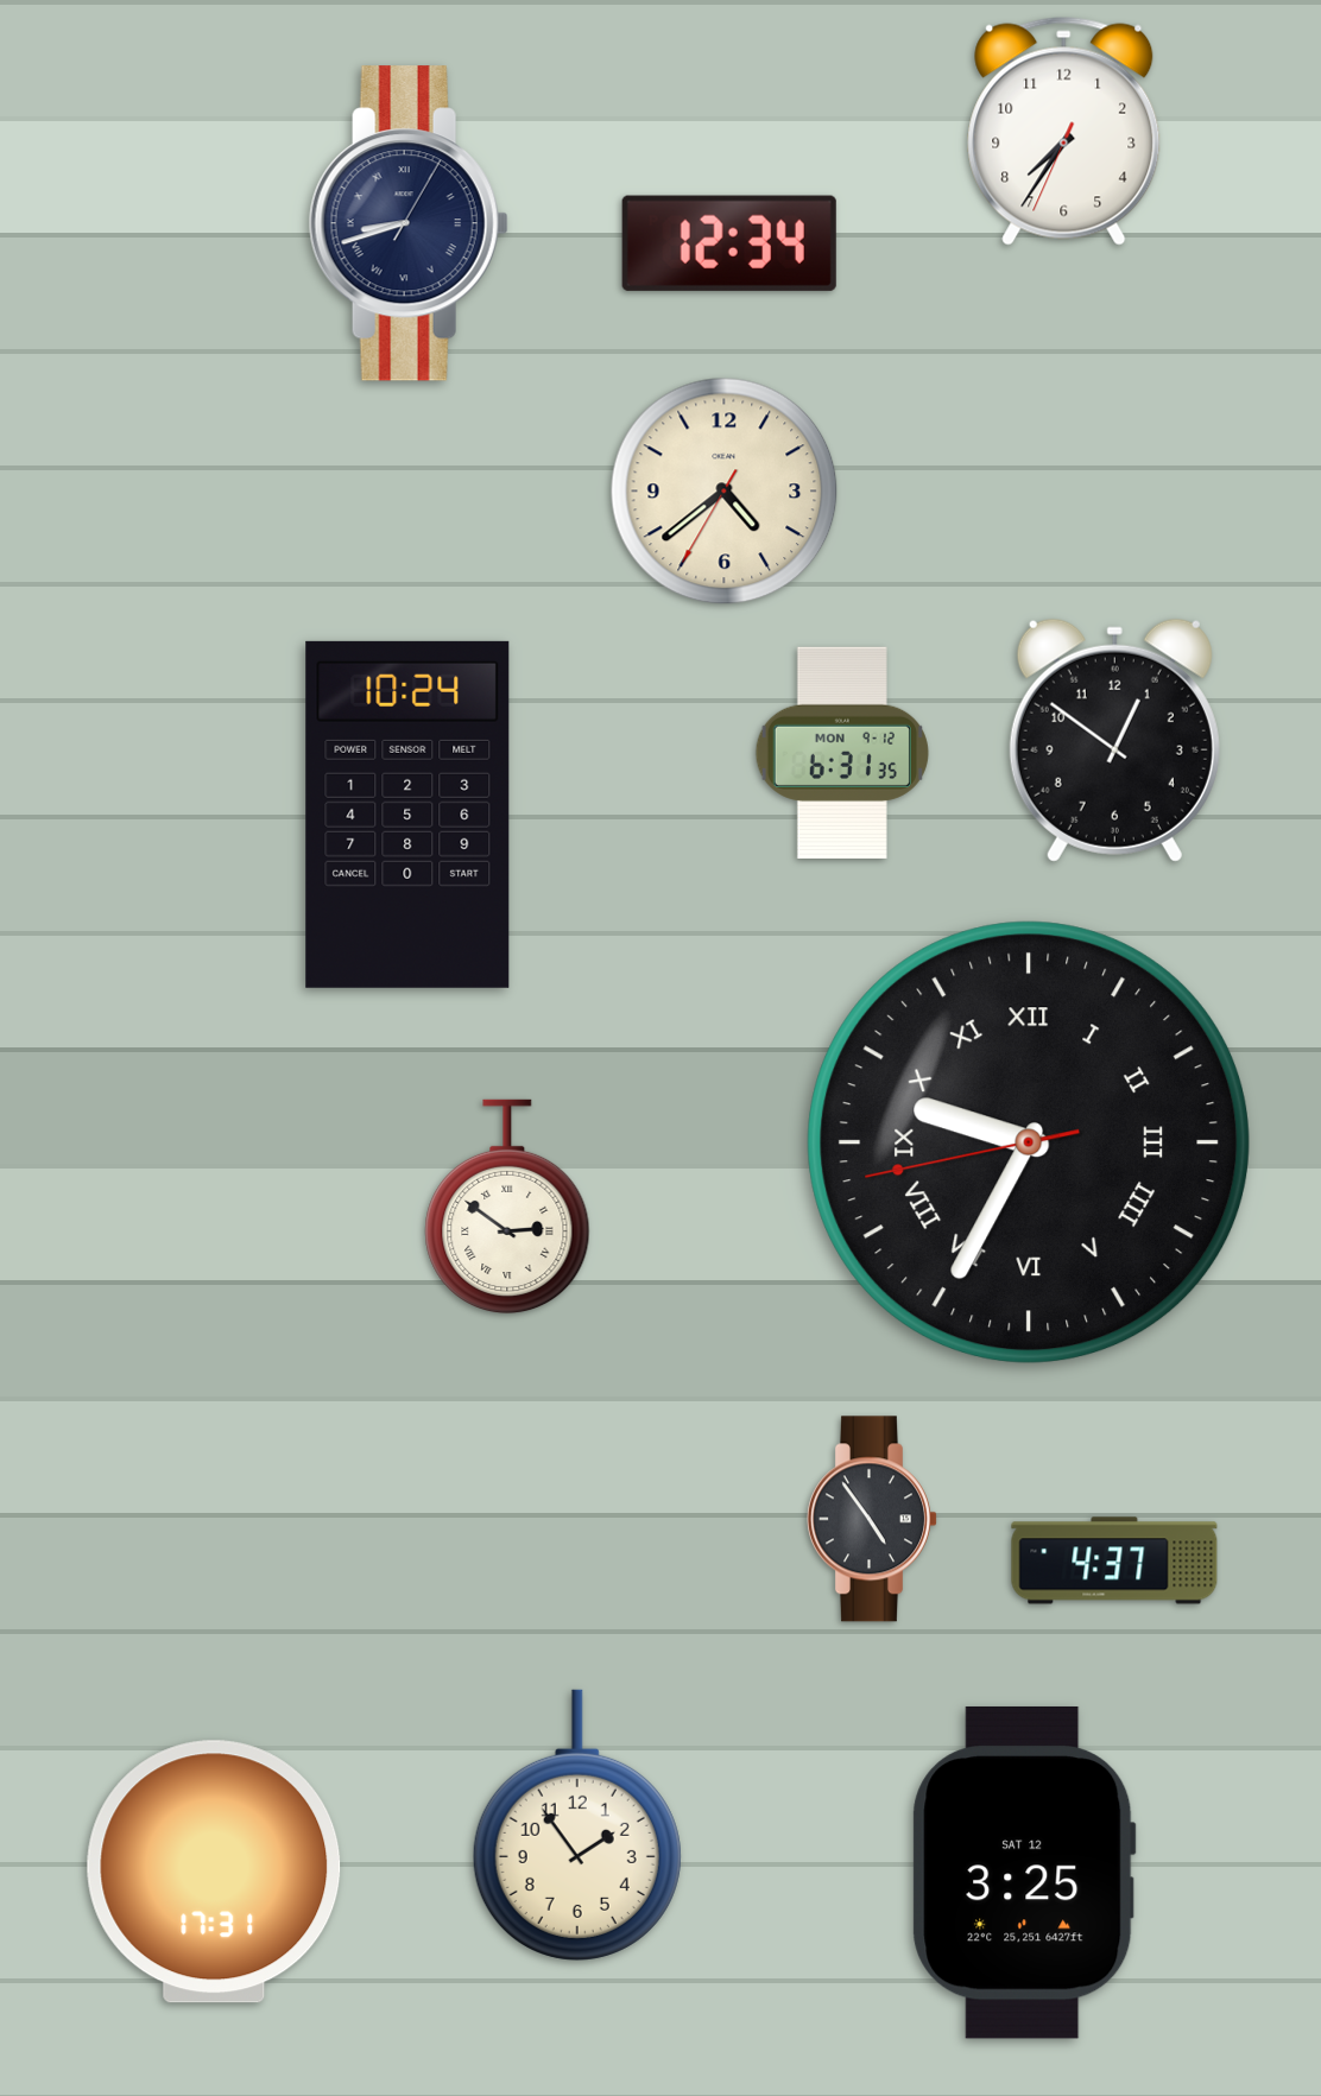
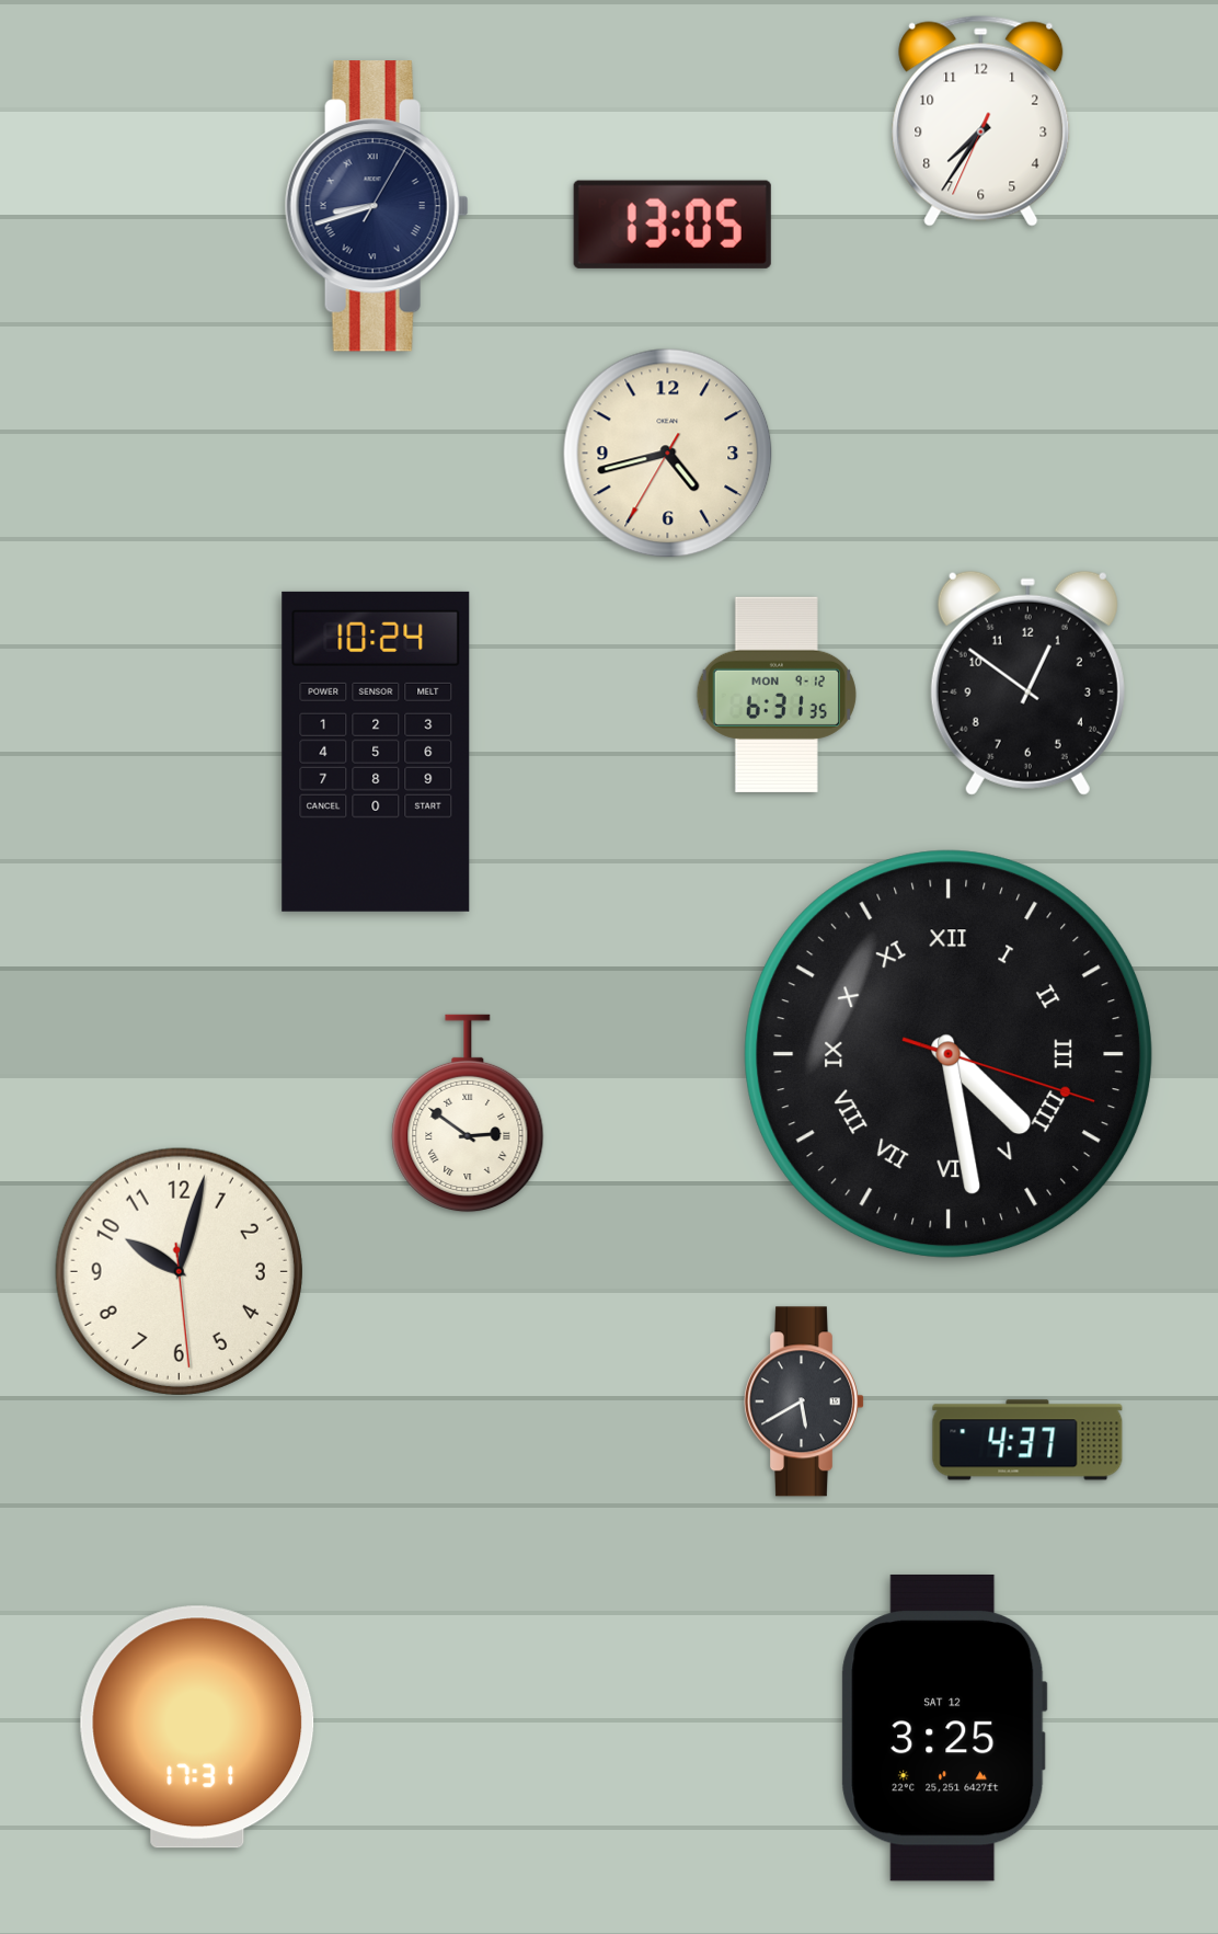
clock at (729, 243): 12:34 -> 13:05
clock at (725, 492): 4:38 -> 4:42
clock at (1029, 1142): 9:34 -> 4:28
clock at (179, 1271): none -> 10:02
clock at (872, 1519): 4:54 -> 5:40
clock at (577, 1825): 1:54 -> none
